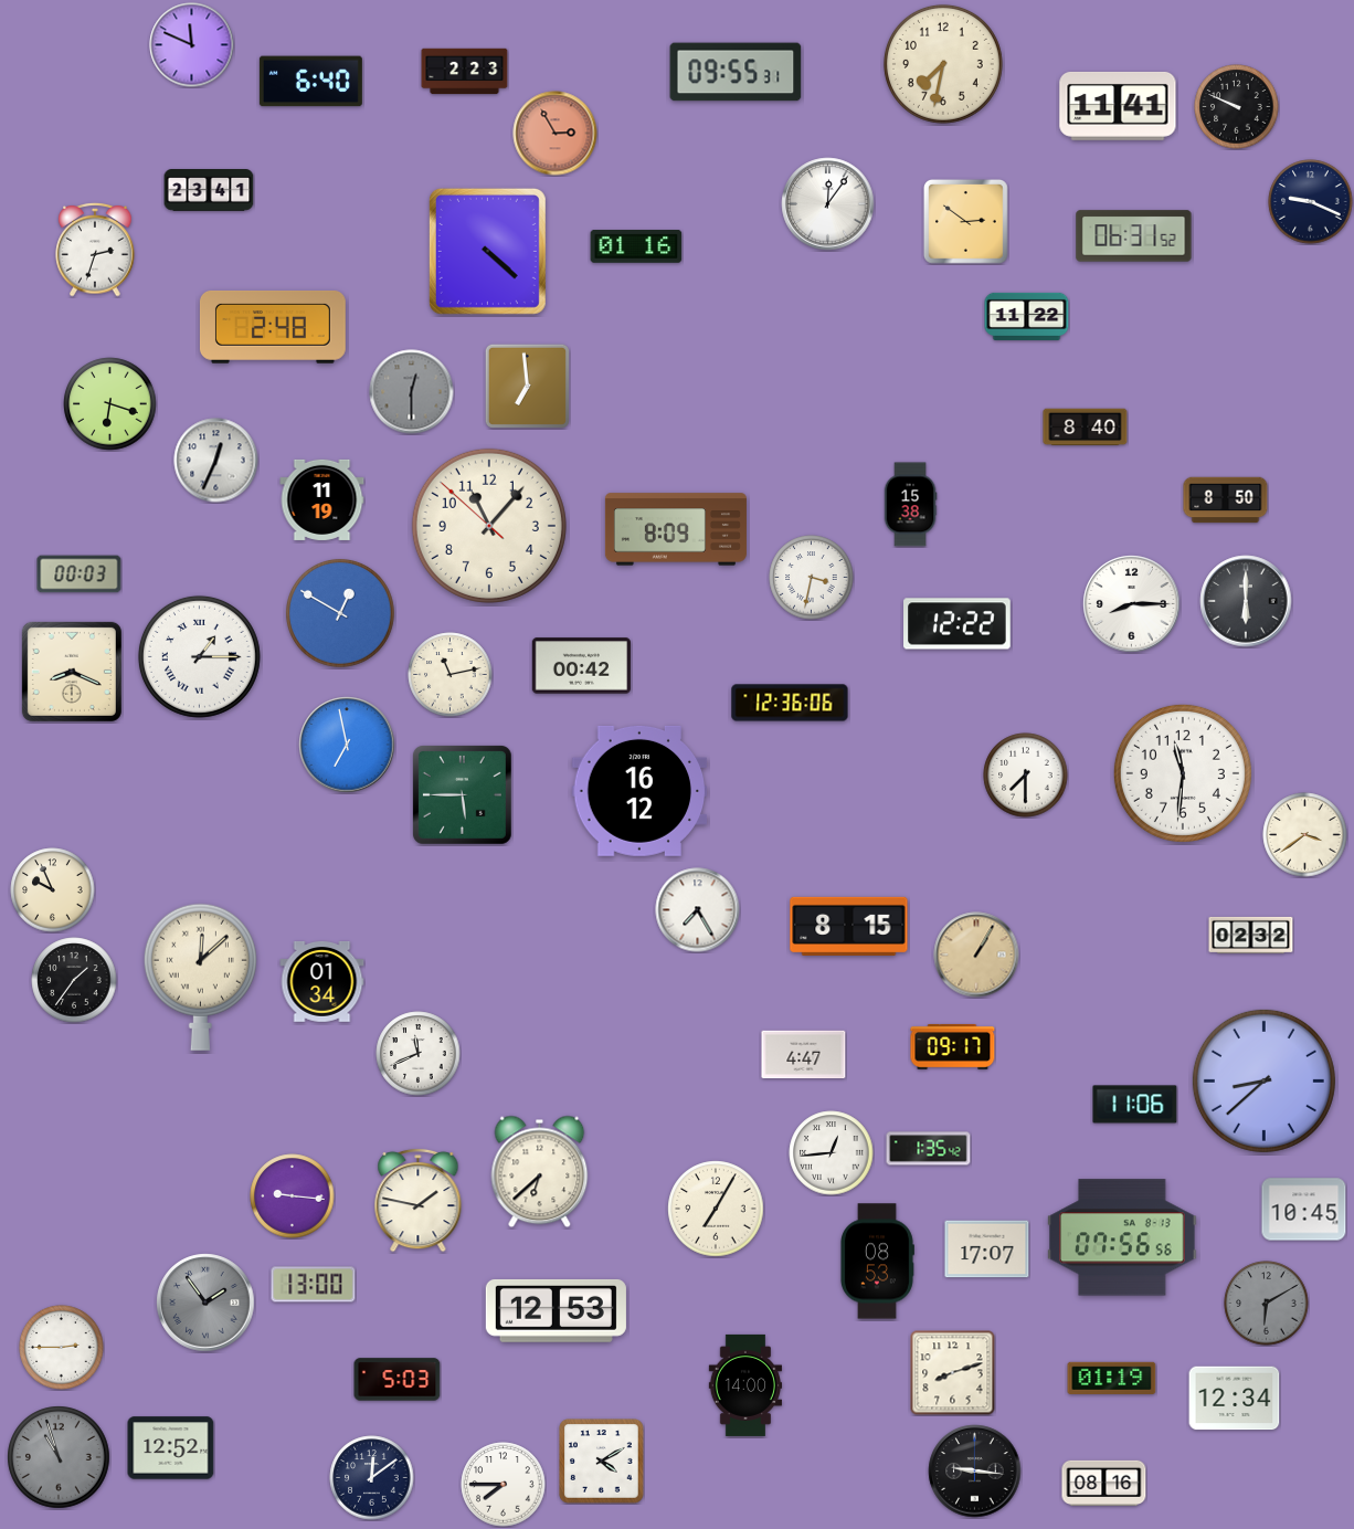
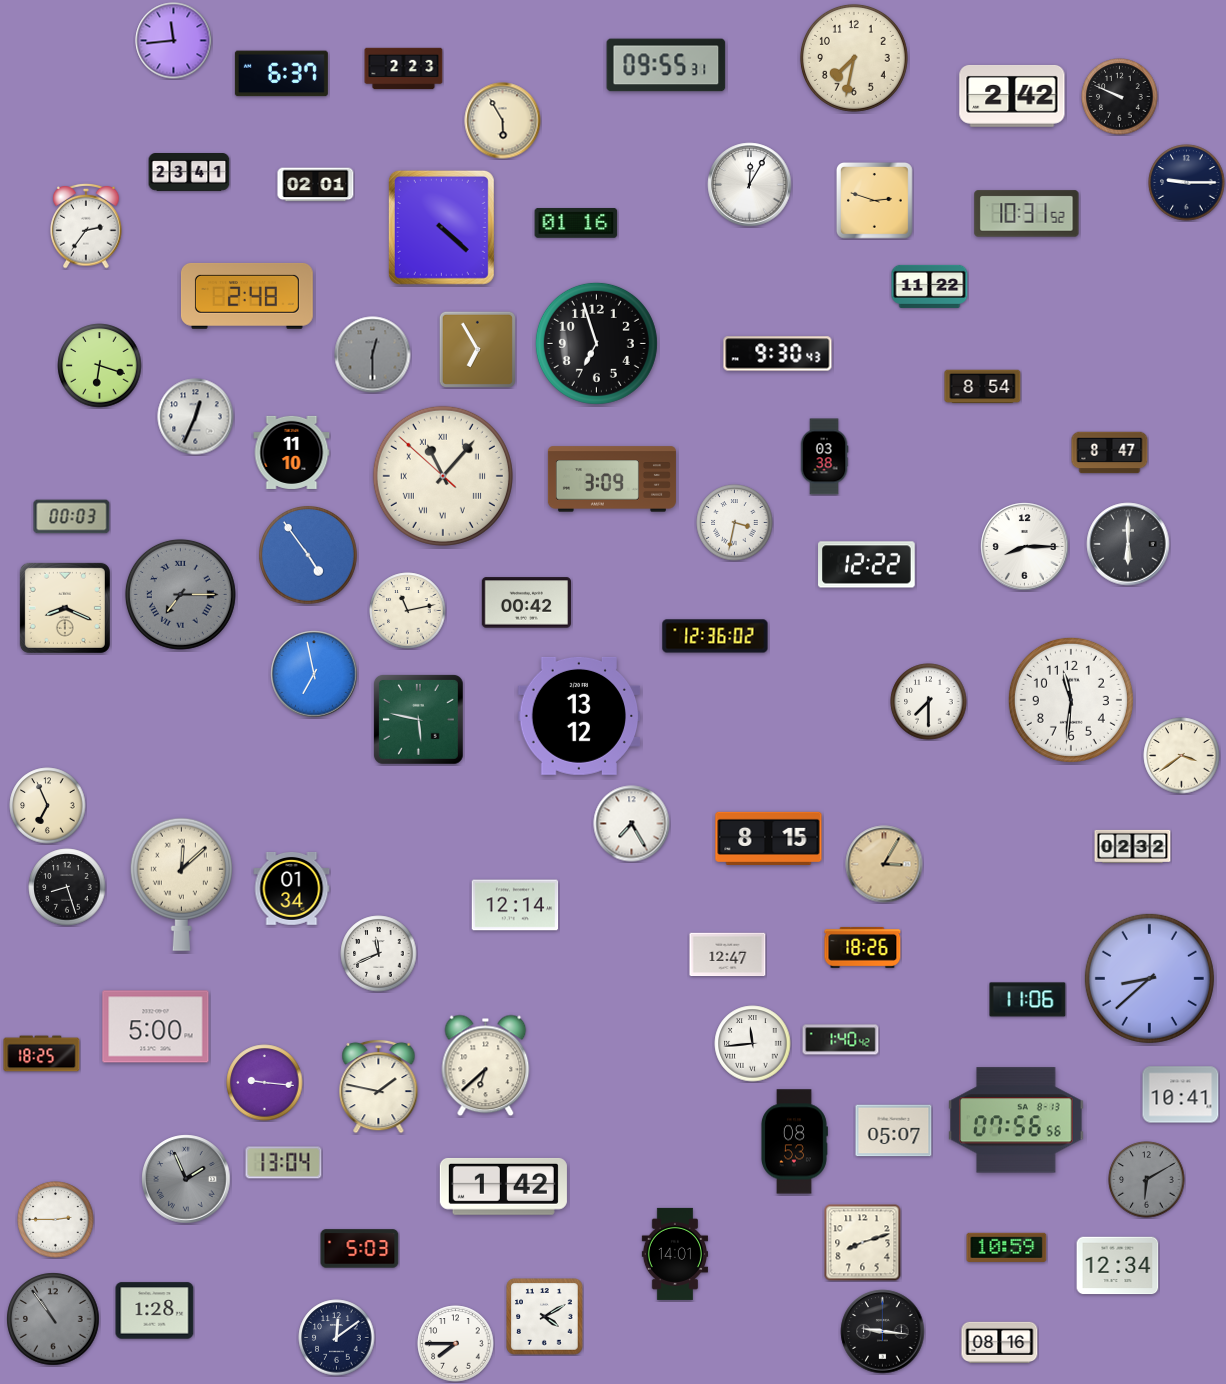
clock at (192, 45): 11:49 -> 11:44
clock at (465, 72) position: (465, 72) -> (404, 69)
clock at (310, 82): 6:40 -> 6:37
clock at (1118, 106): 11:41 -> 2:42
clock at (556, 134): 2:55 -> 5:55
clock at (556, 134) dial: salmon -> cream
clock at (1311, 202): 9:19 -> 9:15
clock at (316, 185): none -> 02:01
clock at (828, 204): 12:06 -> 12:05
clock at (966, 222): 2:51 -> 2:48
clock at (1134, 236): 06:31 -> 10:31
clock at (95, 250): 2:33 -> 2:36
clock at (596, 343): none -> 6:57
clock at (527, 386): 6:59 -> 6:55
clock at (778, 354): none -> 9:30
clock at (1086, 428): 8:40 -> 8:54
clock at (322, 499): 11:19 -> 11:10
clock at (1226, 500): 8:50 -> 8:47
clock at (910, 505): 15:38 -> 03:38
clock at (489, 526) numerals: Arabic -> Roman
clock at (676, 529): 8:09 -> 3:09
clock at (80, 574) position: (80, 574) -> (72, 517)
clock at (341, 614): 12:50 -> 4:54
clock at (199, 656): 1:15 -> 7:15
clock at (199, 656) dial: white -> grey
clock at (790, 703): 12:36:06 -> 12:36:02
clock at (639, 791): 16:12 -> 13:12
clock at (462, 794): 5:45 -> 5:47
clock at (53, 890): 9:56 -> 6:56
clock at (976, 955): 1:05 -> 3:05
clock at (74, 980): 1:36 -> 8:27
clock at (515, 905): none -> 12:14
clock at (953, 1047): 09:17 -> 18:26
clock at (804, 1055): 4:47 -> 12:47
clock at (1263, 1080) position: (1263, 1080) -> (1149, 978)
clock at (156, 1027): none -> 5:00
clock at (929, 1149): 1:35 -> 1:40
clock at (832, 1153): 12:44 -> 11:44
clock at (42, 1054): none -> 18:25
clock at (540, 1172) position: (540, 1172) -> (486, 1066)
clock at (716, 1209): 7:05 -> none
clock at (1304, 1210): 10:45 -> 10:41
clock at (987, 1249): 17:07 -> 05:07
clock at (314, 1285): 13:00 -> 13:04
clock at (205, 1303): 1:54 -> 1:56
clock at (556, 1310): 12:53 -> 1:42
clock at (1112, 1378): 01:19 -> 10:59
clock at (744, 1385): 14:00 -> 14:01
clock at (171, 1448): 12:52 -> 1:28
clock at (59, 1457): 10:57 -> 10:54
clock at (602, 1462) position: (602, 1462) -> (545, 1317)
